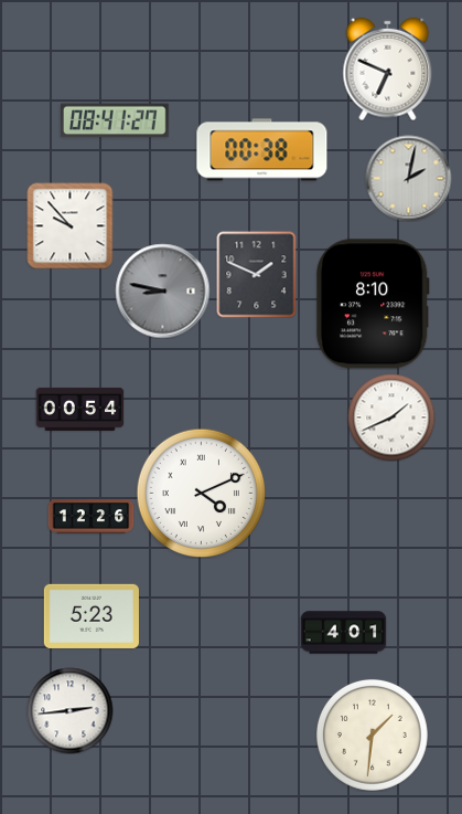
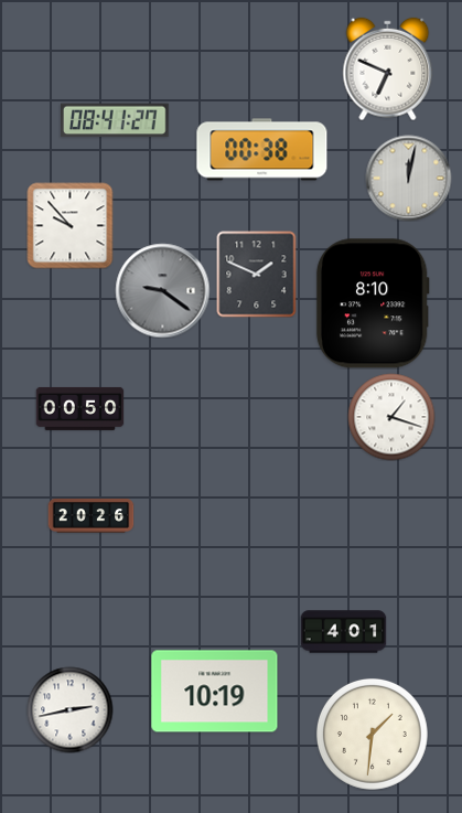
clock at (408, 178): 2:02 -> 12:02
clock at (162, 290): 8:47 -> 9:21
clock at (79, 409): 00:54 -> 00:50
clock at (391, 417): 1:41 -> 1:18
clock at (201, 493): 4:11 -> none
clock at (90, 517): 12:26 -> 20:26
clock at (92, 615): 5:23 -> none
clock at (215, 692): none -> 10:19
clock at (69, 710): 2:44 -> 2:43
